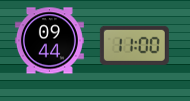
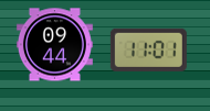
clock at (134, 45): 11:00 -> 11:01
